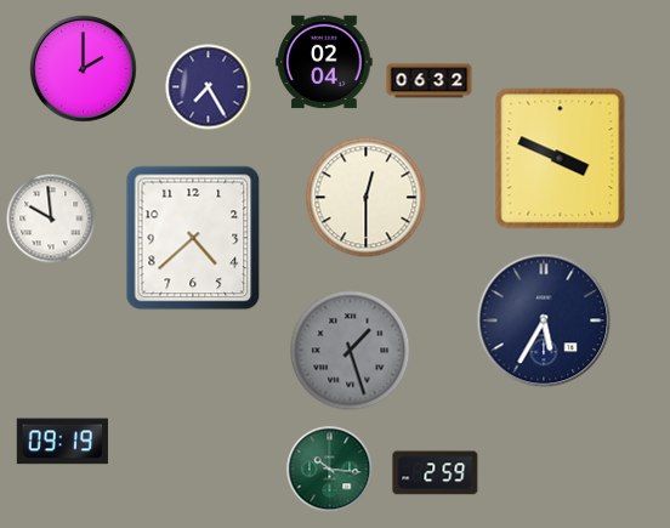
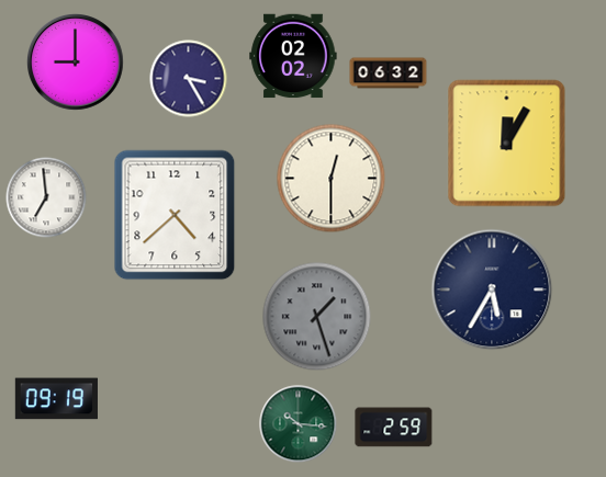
clock at (324, 62): 02:04 -> 02:02
clock at (84, 69): 2:00 -> 9:00
clock at (209, 87): 7:25 -> 3:25
clock at (561, 159): 3:49 -> 12:05
clock at (51, 218): 9:59 -> 6:59
